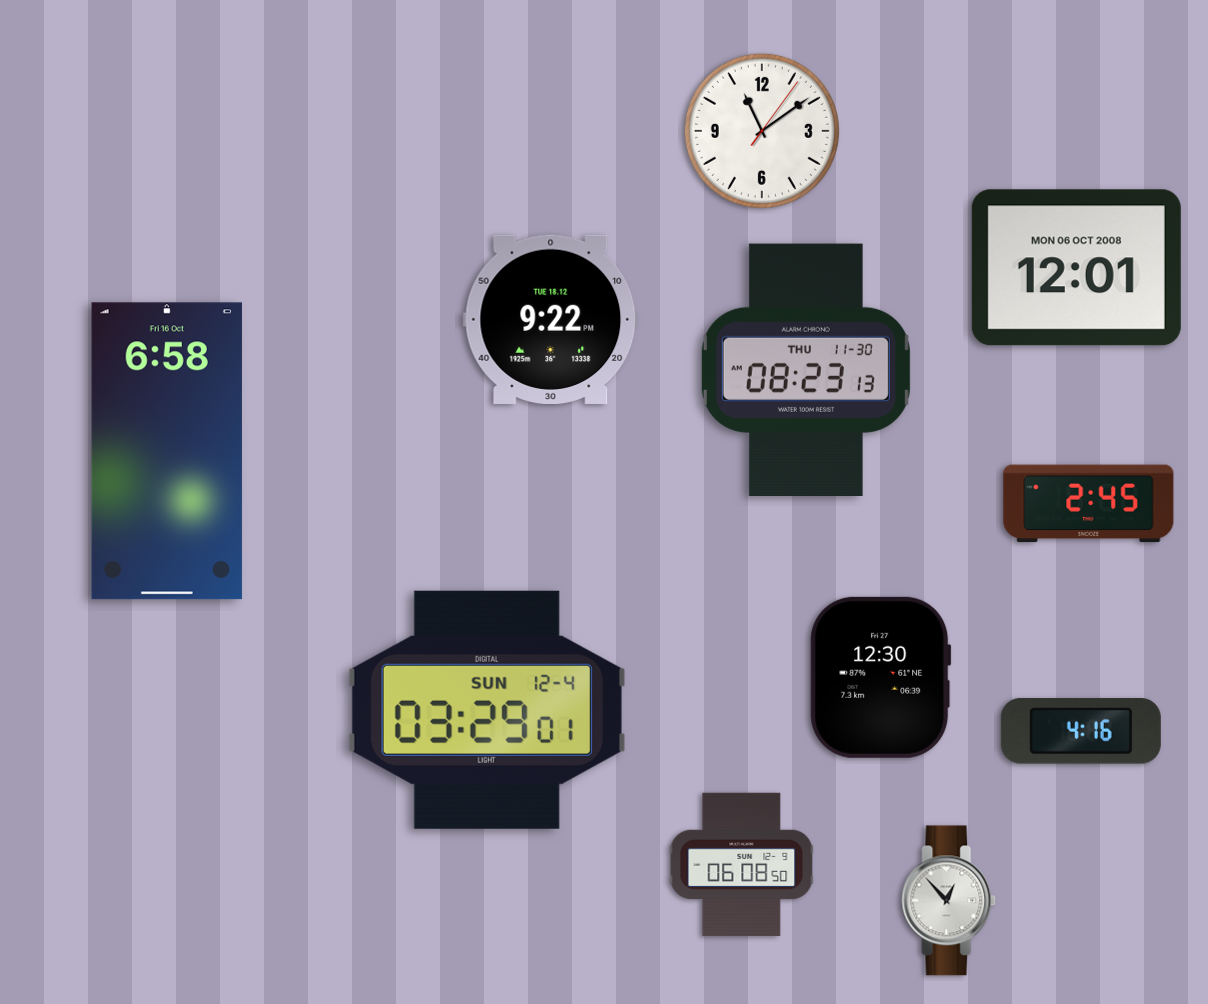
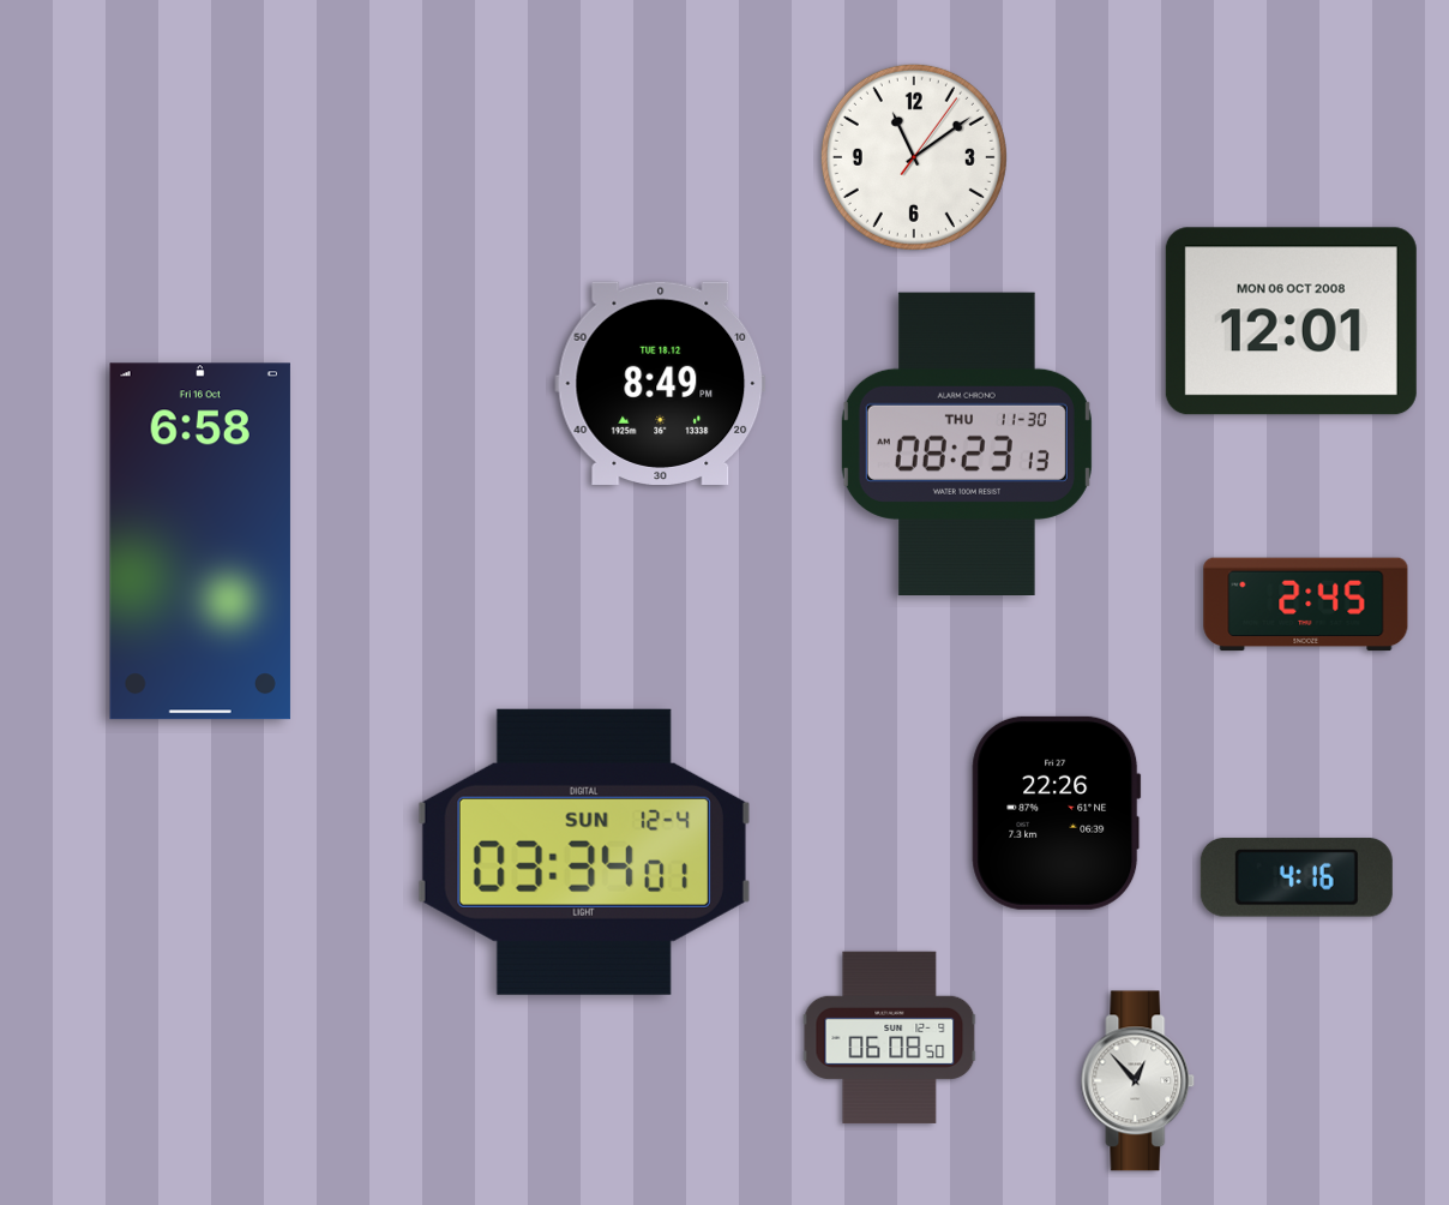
clock at (551, 319): 9:22 -> 8:49
clock at (881, 677): 12:30 -> 22:26
clock at (487, 710): 03:29 -> 03:34
